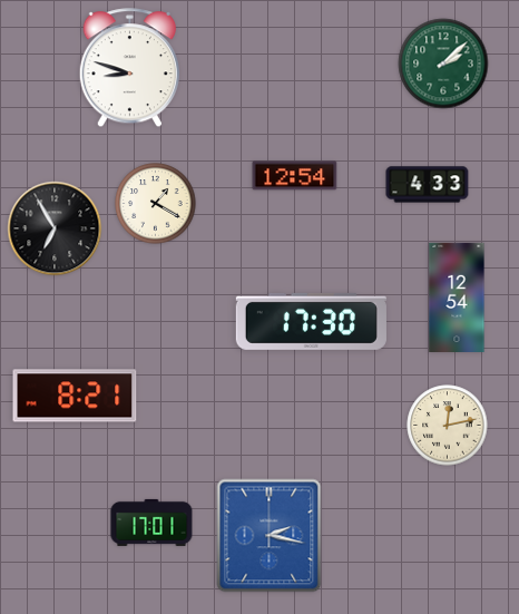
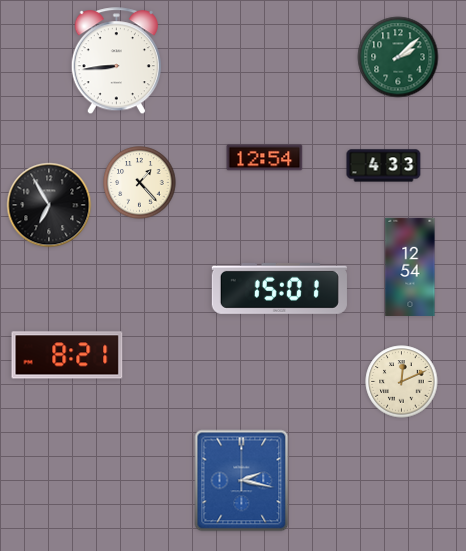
clock at (129, 68): 8:48 -> 8:44
clock at (156, 204): 1:20 -> 1:23
clock at (311, 321): 17:30 -> 15:01
clock at (448, 426): 12:13 -> 12:11
clock at (151, 523): 17:01 -> none
